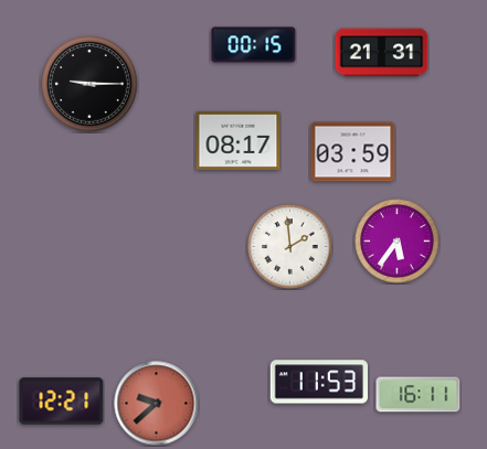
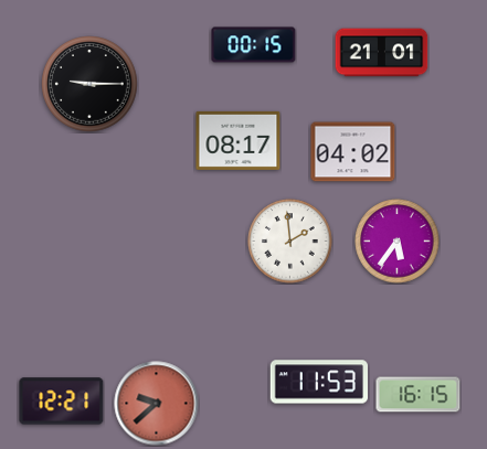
clock at (382, 53): 21:31 -> 21:01
clock at (353, 152): 03:59 -> 04:02
clock at (290, 247) position: (290, 247) -> (290, 242)
clock at (419, 395): 16:11 -> 16:15
